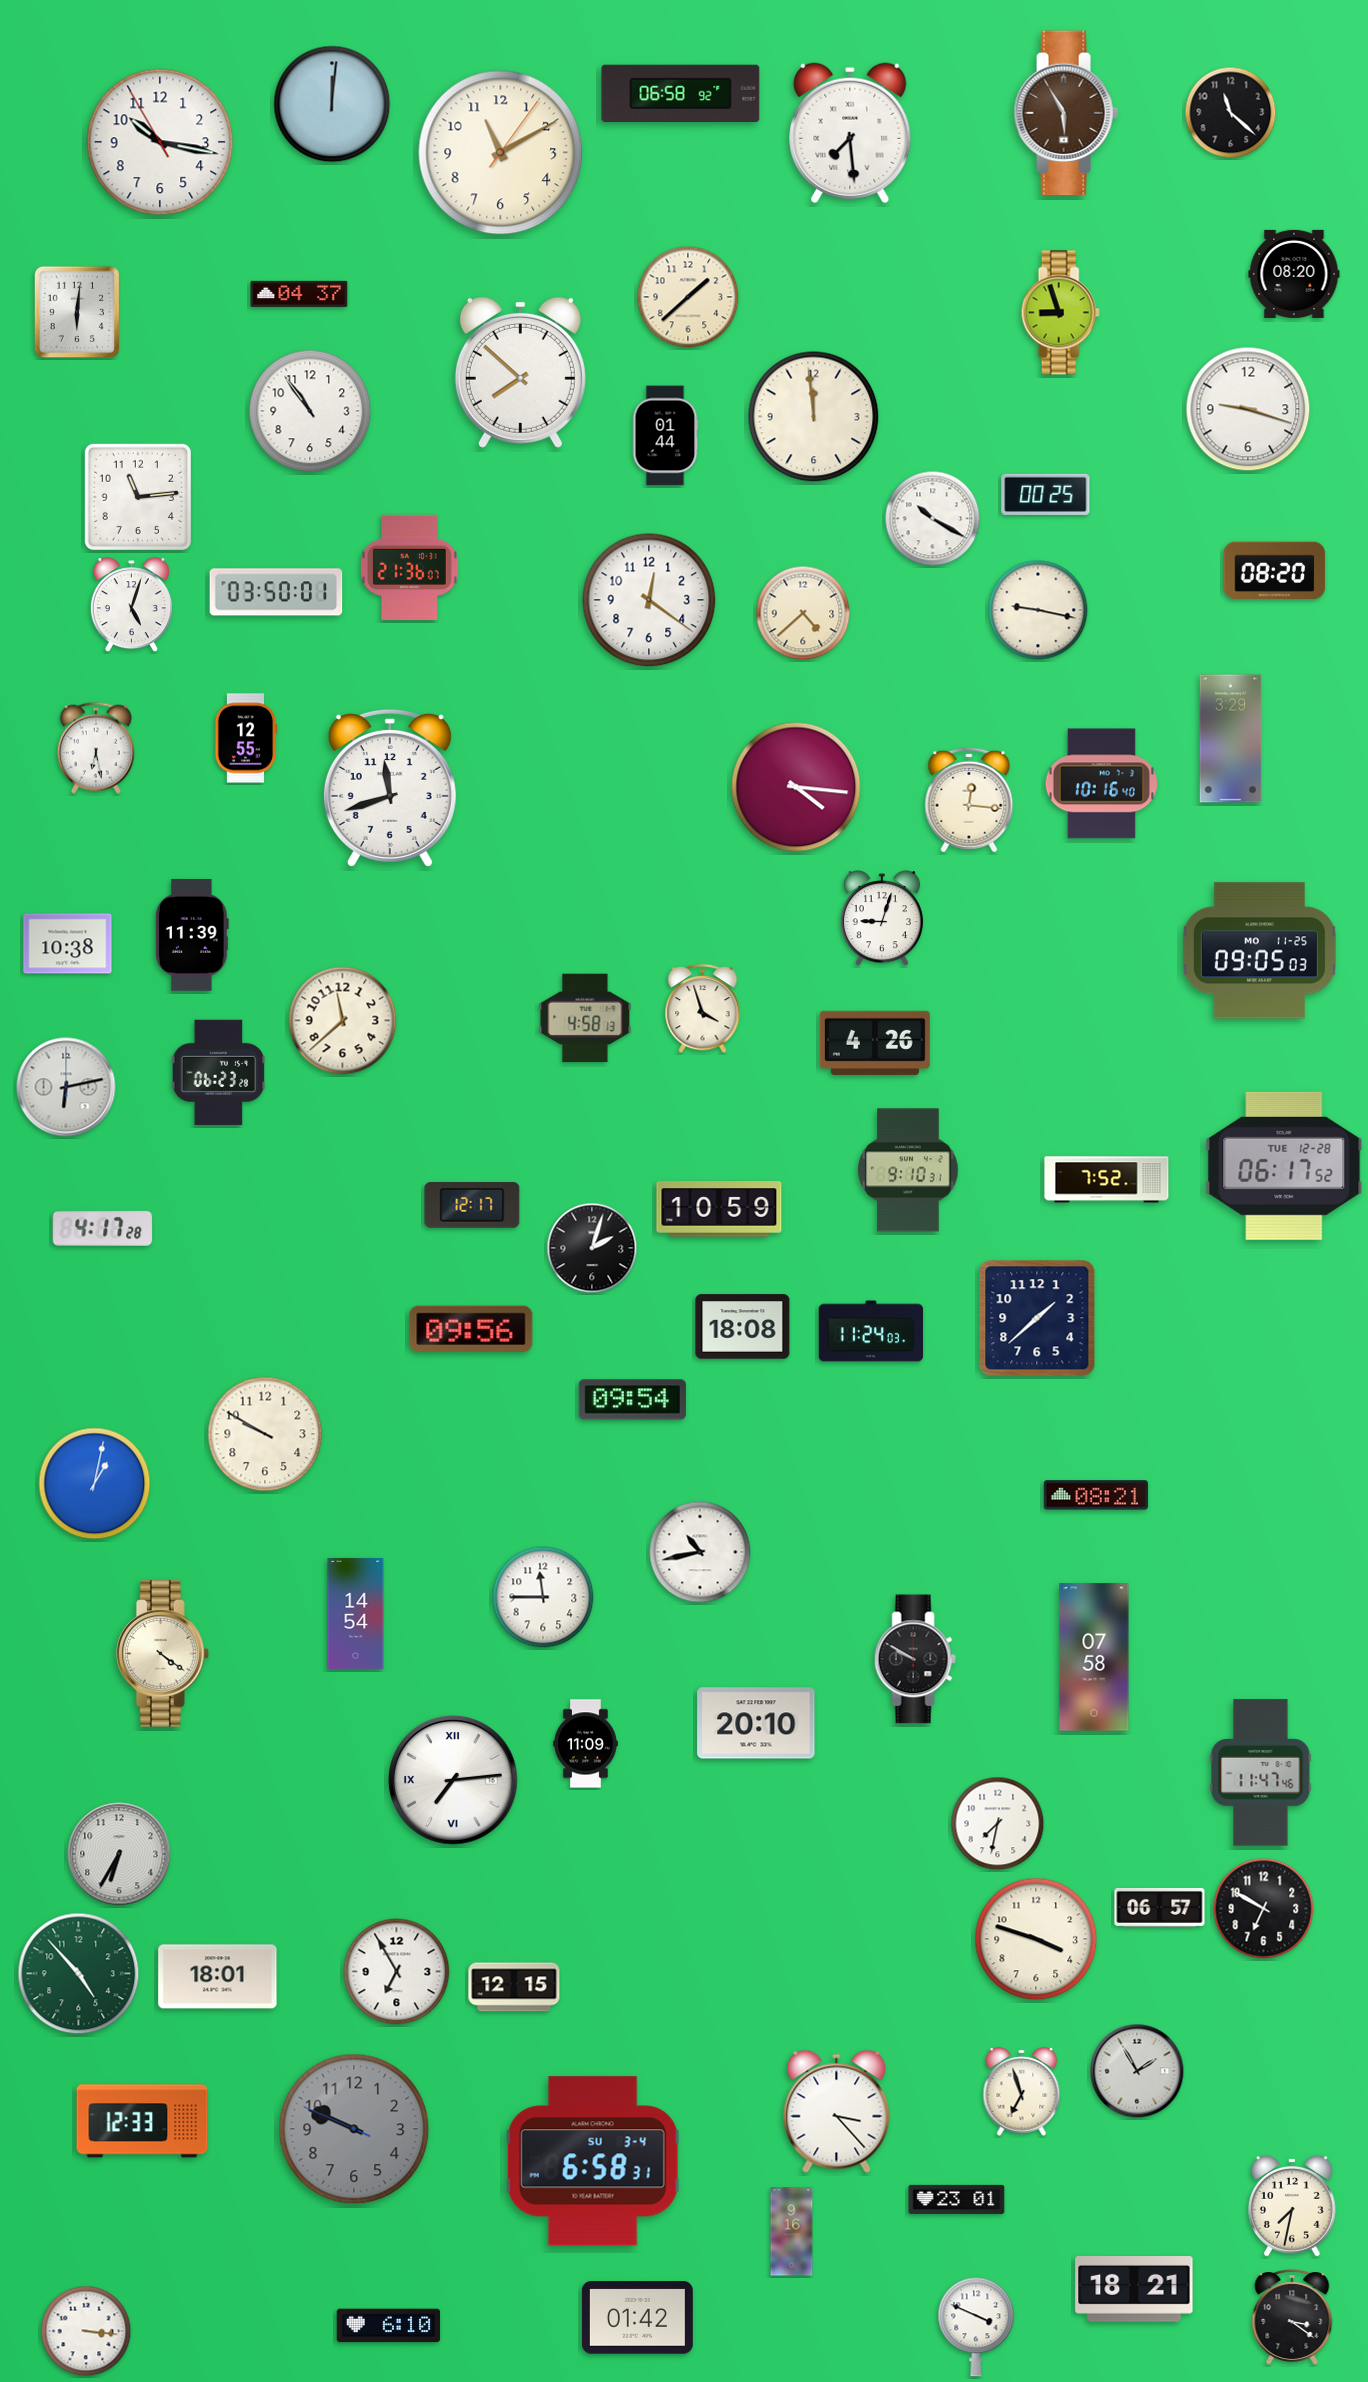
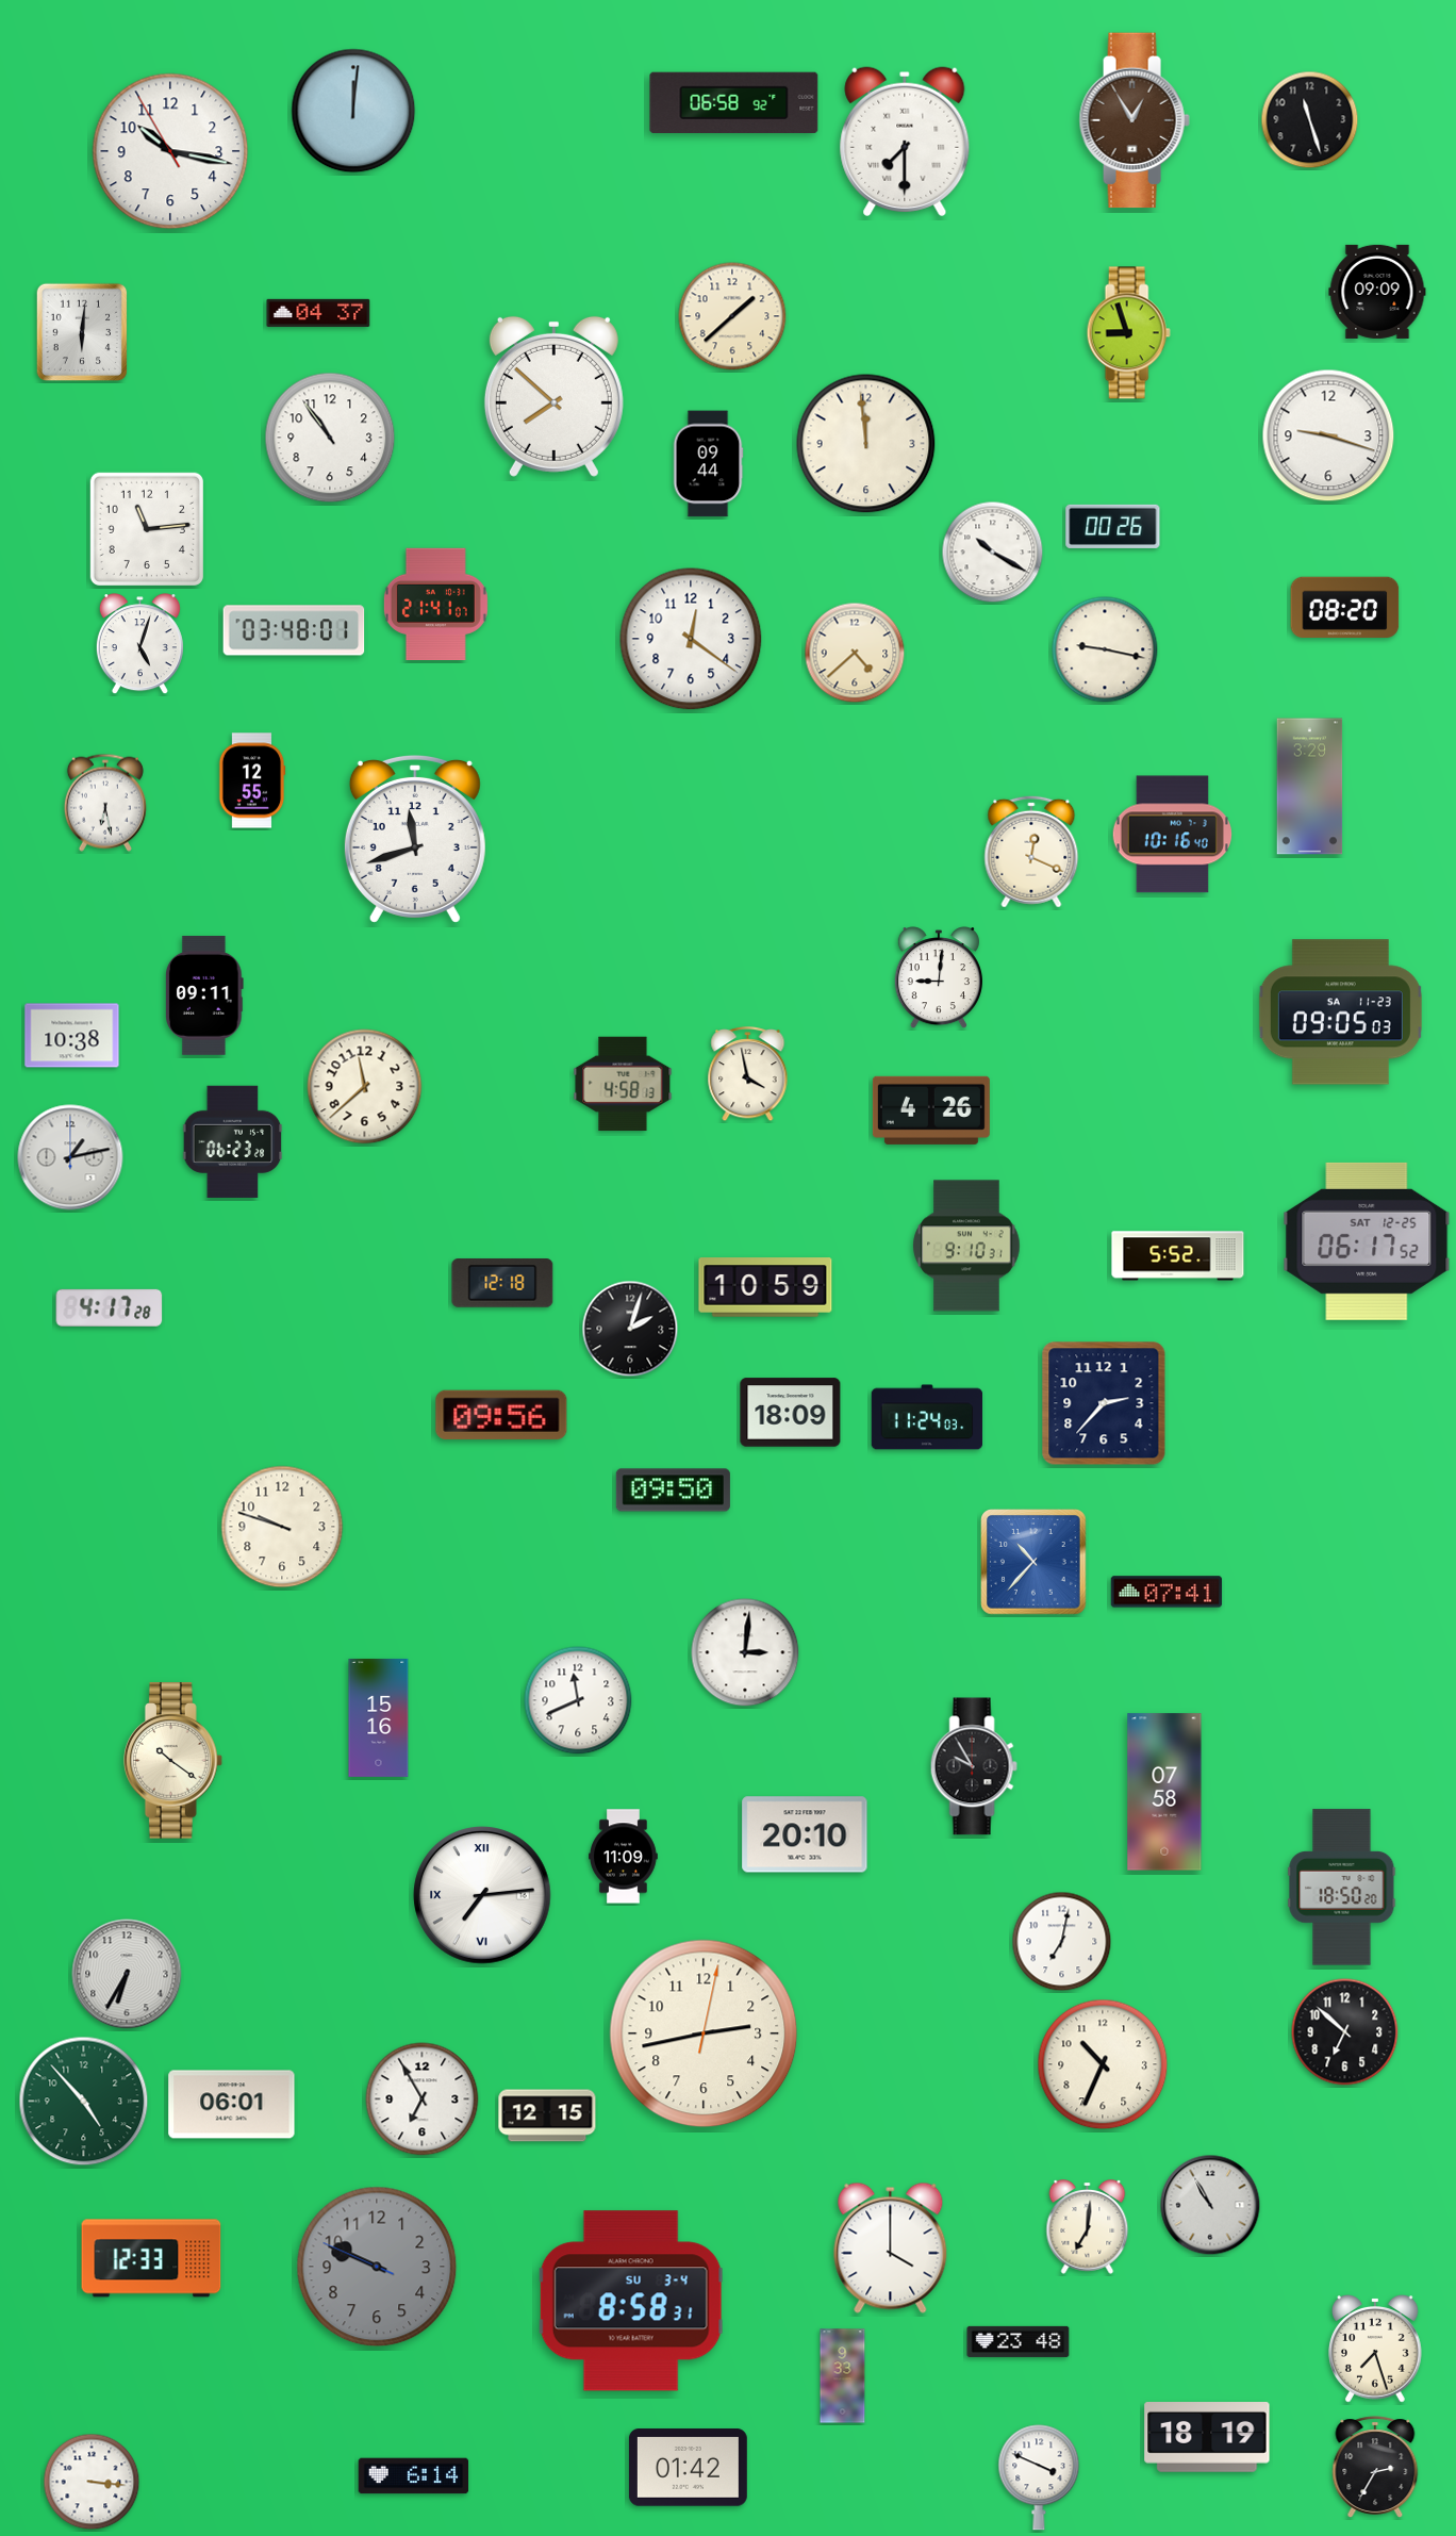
clock at (681, 94) position: (681, 94) -> (734, 103)
clock at (1066, 113): 5:55 -> 12:55
clock at (1231, 113): 11:22 -> 11:27
clock at (850, 133): 7:29 -> 7:30
clock at (501, 153): 11:10 -> none
clock at (1294, 274): 08:20 -> 09:09
clock at (665, 436): 01:44 -> 09:44
clock at (1046, 494): 00:25 -> 00:26
clock at (409, 567): 21:36 -> 21:41
clock at (1275, 571) position: (1275, 571) -> (1345, 608)
clock at (276, 592): 03:50 -> 03:48
clock at (246, 738) position: (246, 738) -> (252, 780)
clock at (96, 748) position: (96, 748) -> (105, 803)
clock at (796, 787): 4:16 -> none
clock at (969, 800): 12:16 -> 12:19
clock at (882, 919): 9:03 -> 9:01
clock at (193, 935): 11:39 -> 09:11
clock at (68, 944) position: (68, 944) -> (72, 1036)
clock at (1259, 951) date: MO 11-25 -> SA 11-23
clock at (703, 1010): 3:57 -> 3:58
clock at (66, 1087): 6:13 -> 1:13
clock at (1284, 1166) date: TUE 12-28 -> SAT 12-25
clock at (1107, 1180): 7:52 -> 5:52
clock at (472, 1205): 12:17 -> 12:18
clock at (1037, 1318): 1:38 -> 2:37
clock at (743, 1327): 18:08 -> 18:09
clock at (632, 1400): 09:54 -> 09:50
clock at (265, 1434): 9:50 -> 9:48
clock at (1035, 1563): none -> 10:37
clock at (95, 1484): 1:02 -> none
clock at (1096, 1495): 08:21 -> 07:41
clock at (700, 1552): 10:43 -> 3:01
clock at (543, 1597): 11:45 -> 11:41
clock at (356, 1613): 14:54 -> 15:16
clock at (163, 1654): 4:21 -> 10:21
clock at (1094, 1657) position: (1094, 1657) -> (1164, 1792)
clock at (915, 1659): 9:50 -> 9:55
clock at (1261, 1773): 11:47 -> 18:50
clock at (998, 1824): 7:32 -> 7:02
clock at (1160, 1907): 06:57 -> none
clock at (1264, 1909): 6:50 -> 6:52
clock at (704, 2033): none -> 2:43
clock at (1036, 1939): 3:48 -> 10:34
clock at (218, 1977): 18:01 -> 06:01
clock at (1137, 2071): 1:55 -> 10:55
clock at (1022, 2092): 6:57 -> 7:01
clock at (837, 2111): 3:23 -> 4:00
clock at (593, 2161): 6:58 -> 8:58
clock at (957, 2199): 23:01 -> 23:48
clock at (1293, 2206): 7:32 -> 7:27
clock at (792, 2232): 9:16 -> 9:33
clock at (1134, 2290): 18:21 -> 18:19
clock at (1292, 2317): 3:21 -> 2:35
clock at (637, 2318) position: (637, 2318) -> (688, 2468)
clock at (389, 2326): 6:10 -> 6:14
